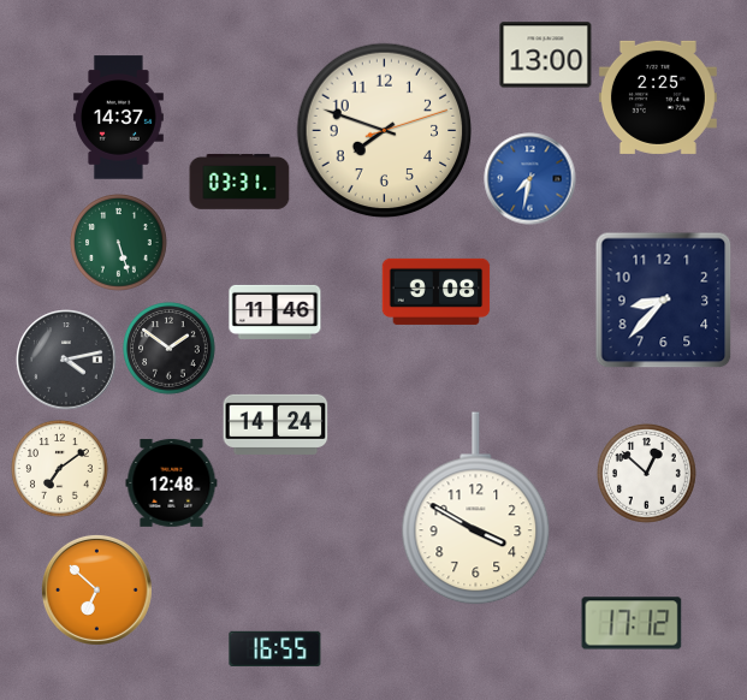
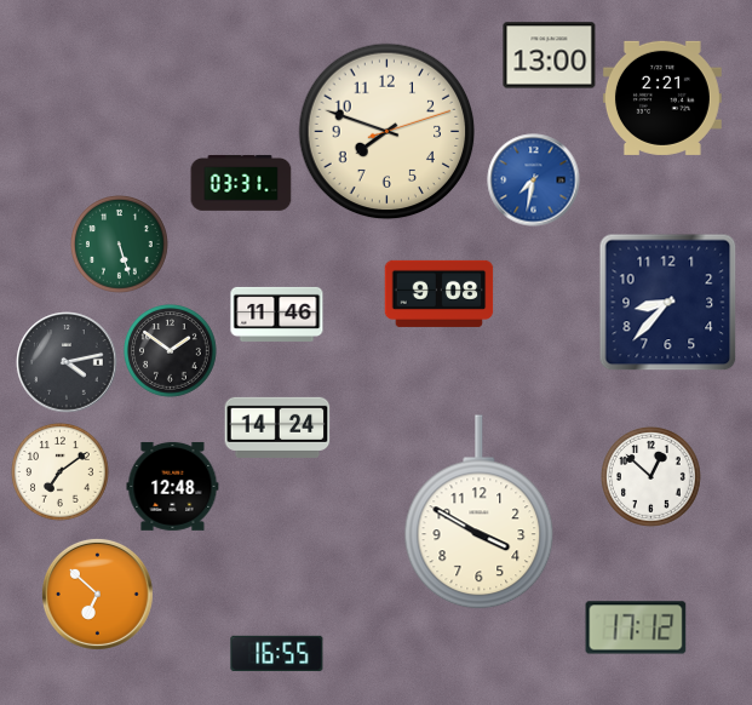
clock at (658, 97): 2:25 -> 2:21
clock at (118, 118): 14:37 -> none
